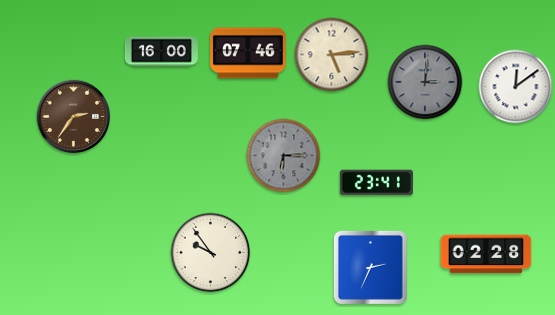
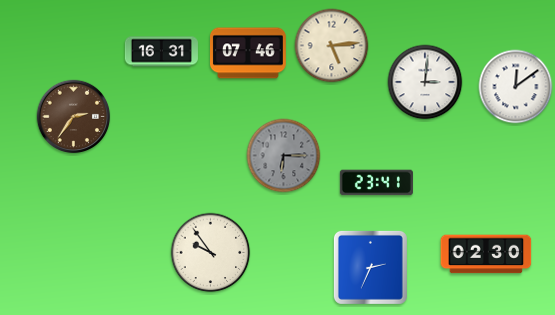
clock at (161, 52): 16:00 -> 16:31
clock at (332, 55) position: (332, 55) -> (332, 46)
clock at (425, 82) dial: grey -> white
clock at (486, 254): 02:28 -> 02:30
